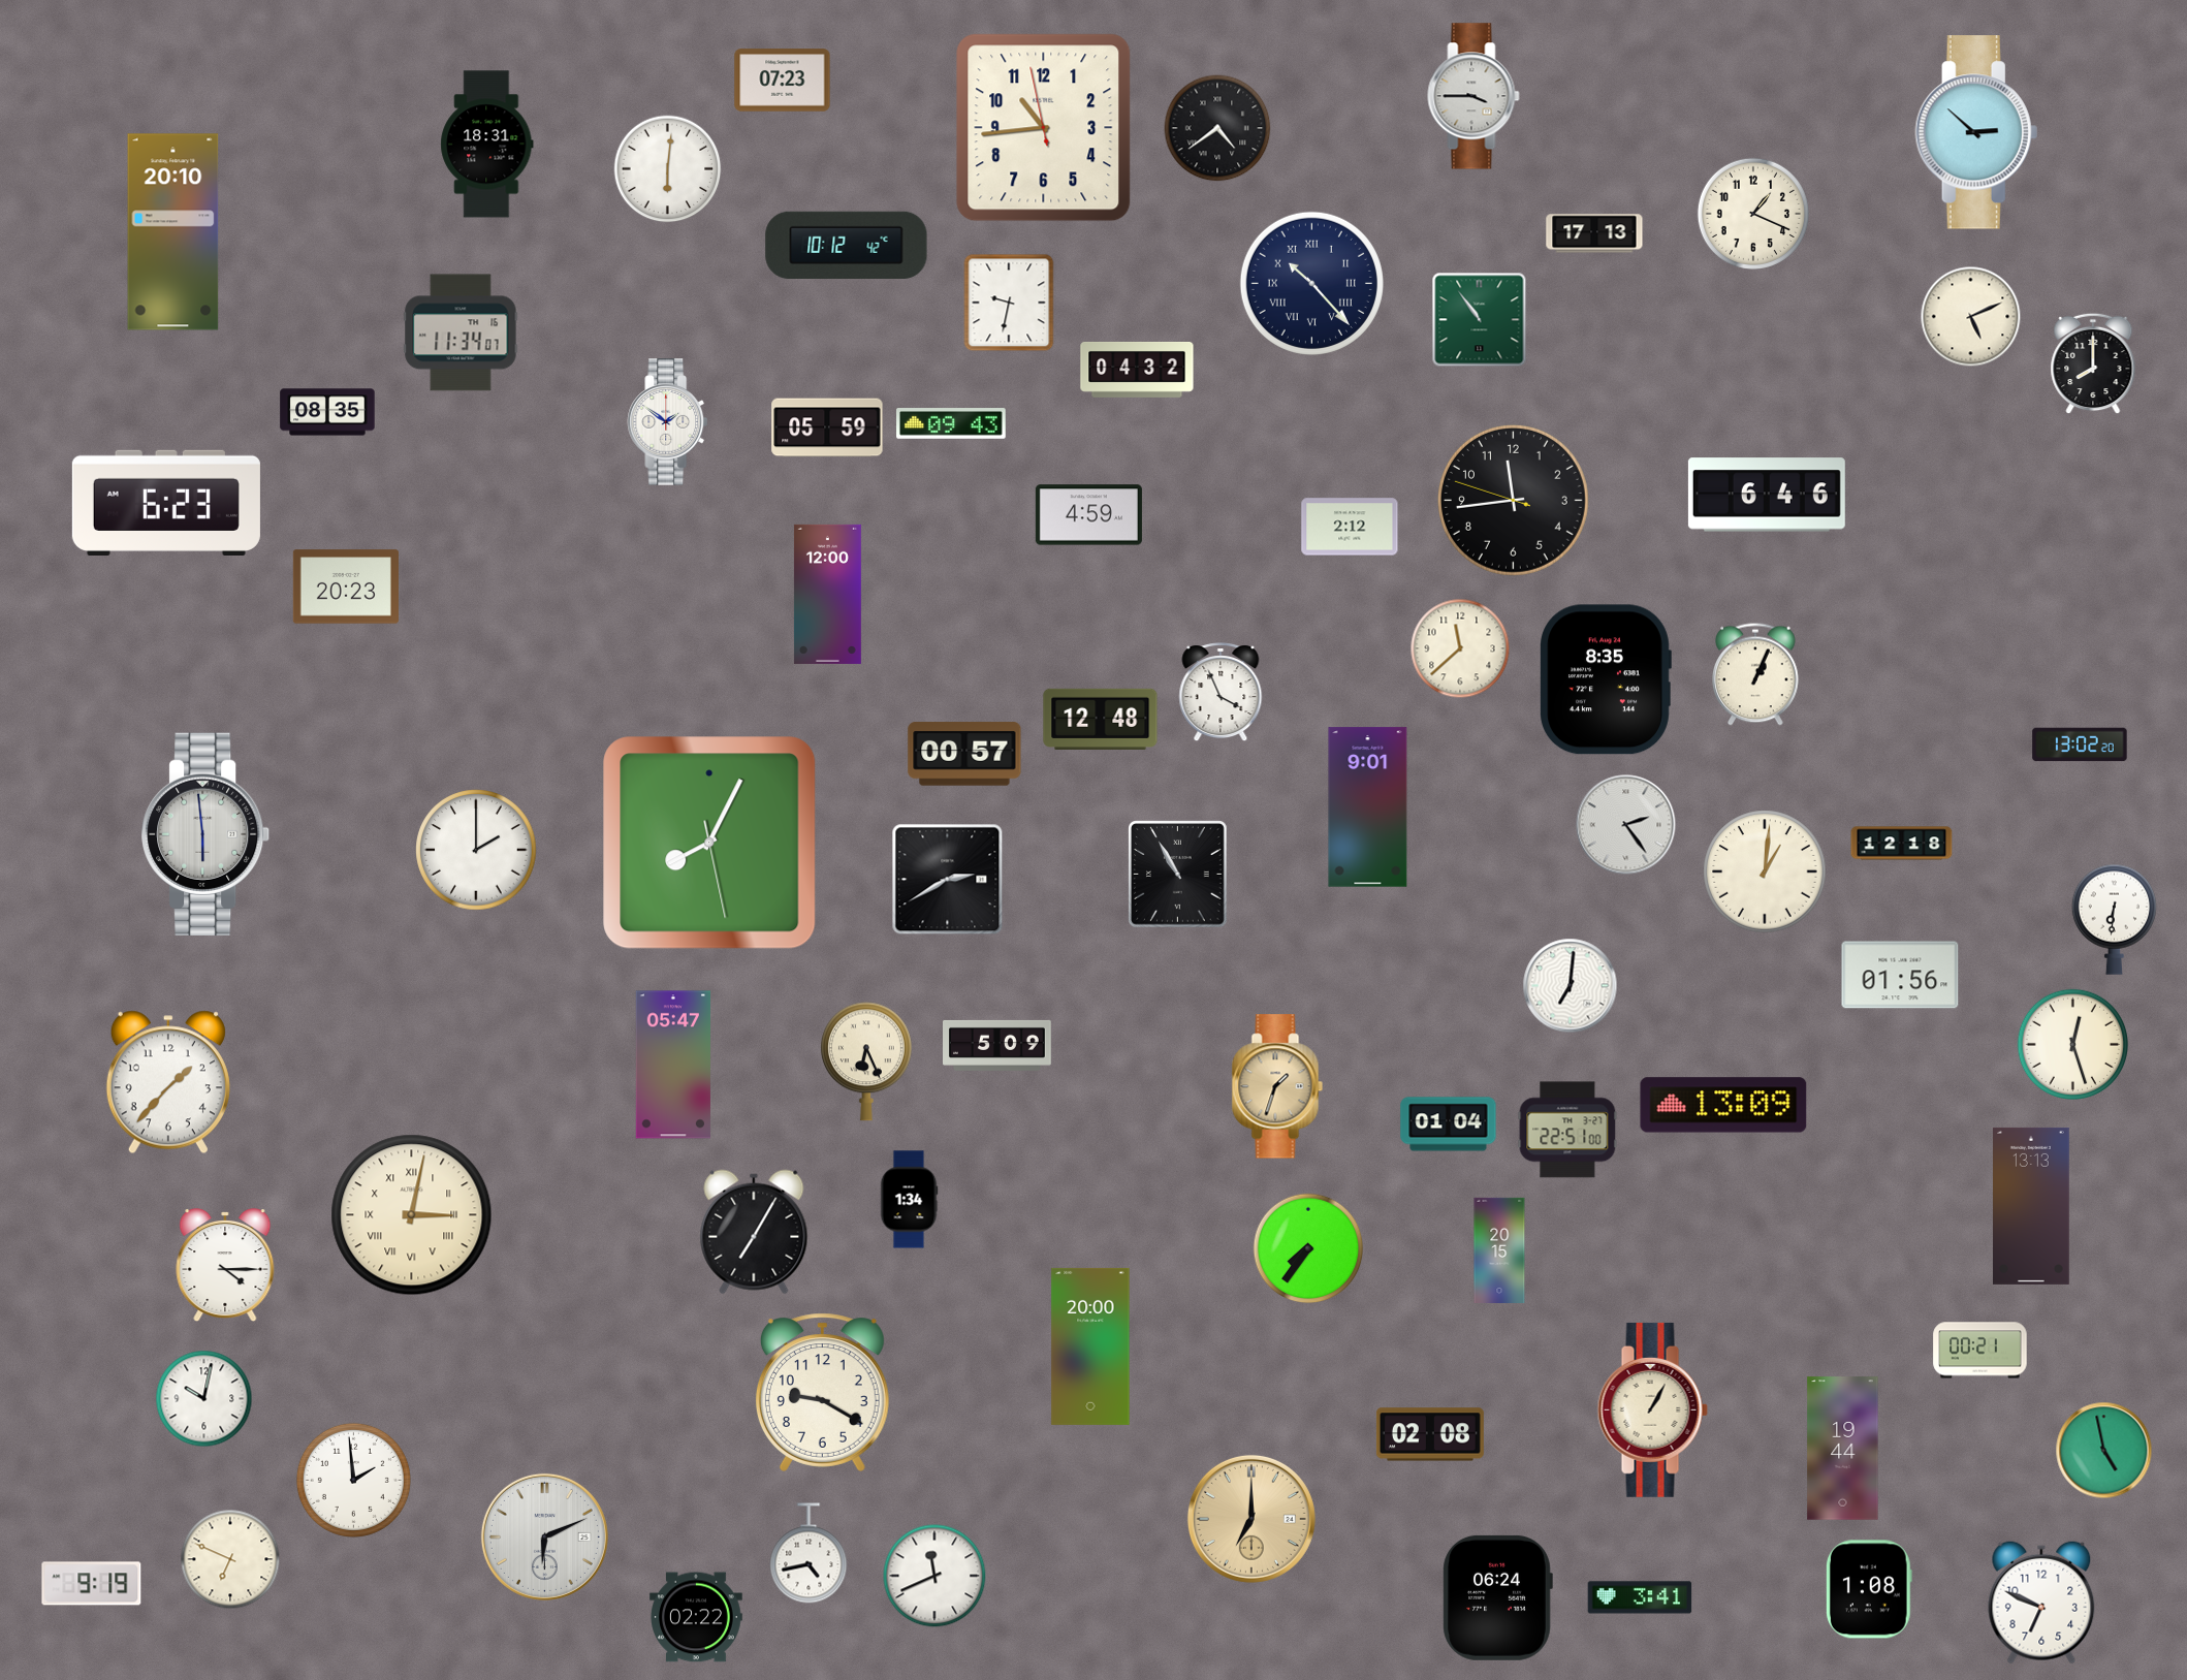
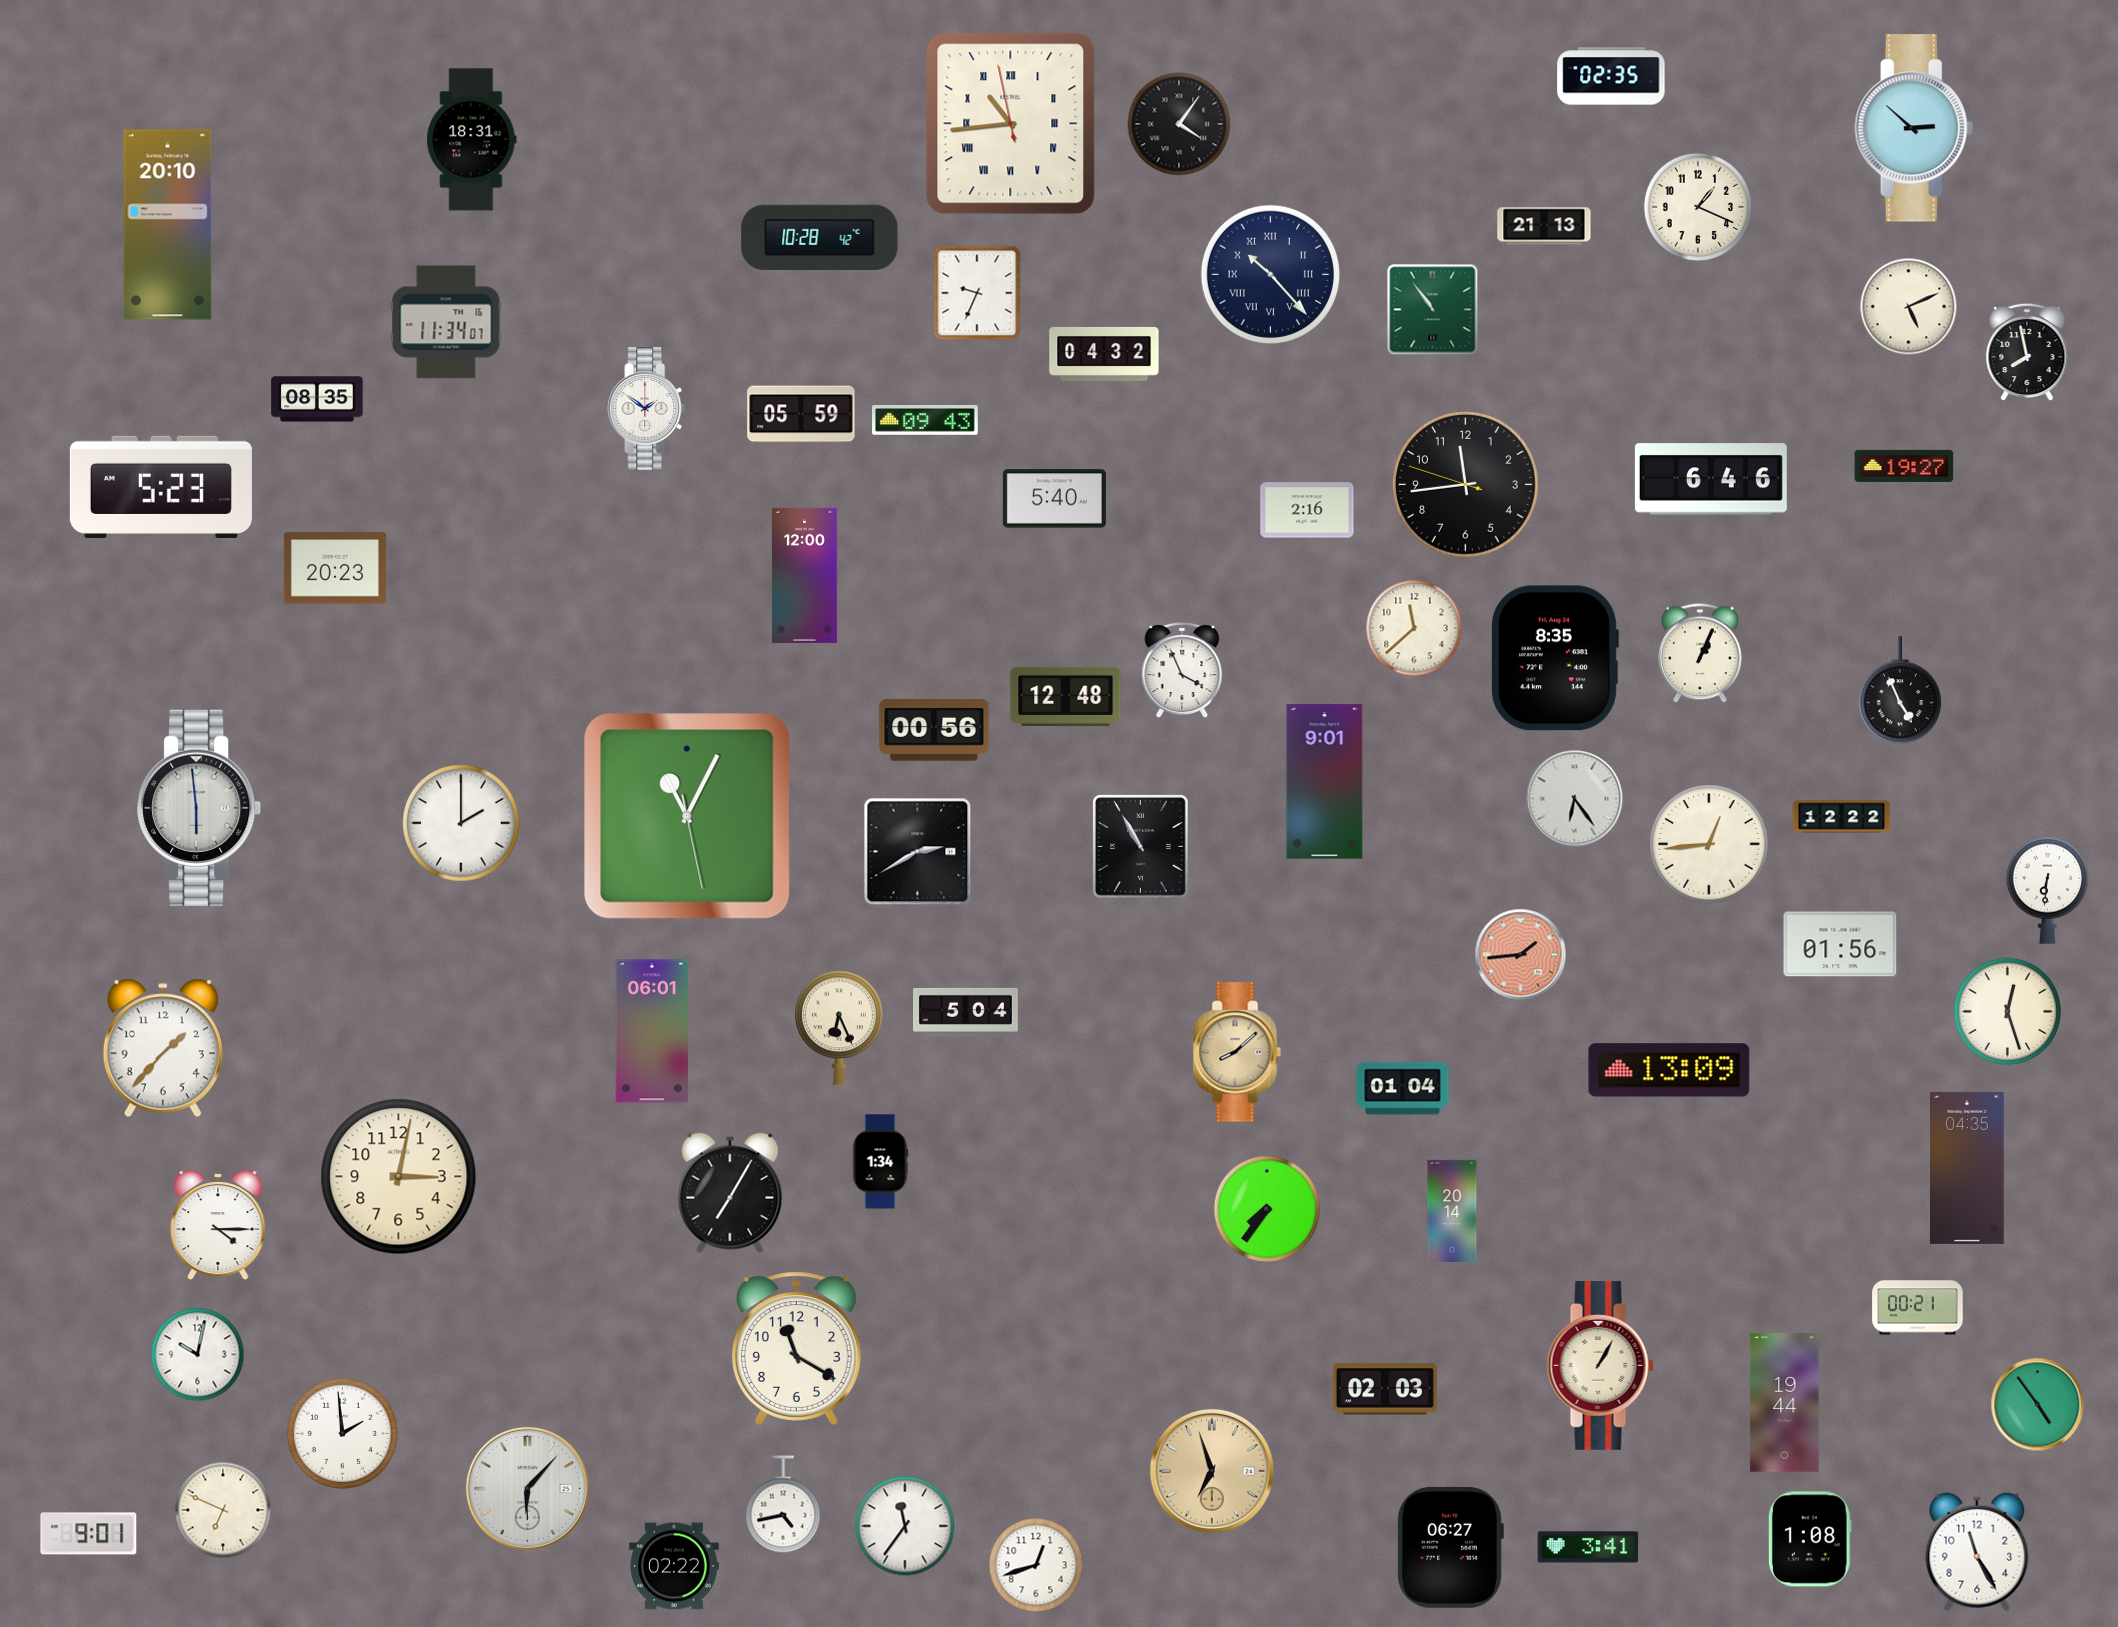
clock at (1611, 76): none -> 02:35
clock at (783, 81): 07:23 -> none
clock at (1473, 96): 3:45 -> none
clock at (1044, 128) numerals: Arabic -> Roman
clock at (1217, 128): 4:39 -> 4:06
clock at (668, 169): 6:01 -> none
clock at (1594, 233): 17:13 -> 21:13
clock at (847, 245): 10:12 -> 10:28
clock at (1009, 303): 9:32 -> 9:34
clock at (2093, 363): 8:00 -> 7:58
clock at (1137, 370) position: (1137, 370) -> (1104, 354)
clock at (951, 423) position: (951, 423) -> (925, 420)
clock at (1904, 466): none -> 19:27
clock at (166, 503): 6:23 -> 5:23
clock at (1088, 515): 4:59 -> 5:40
clock at (1350, 527): 2:12 -> 2:16
clock at (827, 594) position: (827, 594) -> (804, 575)
clock at (1900, 691): none -> 4:56
clock at (2080, 744): 13:02 -> none
clock at (964, 754): 00:57 -> 00:56
clock at (1626, 825): 2:24 -> 6:24
clock at (709, 843): 8:04 -> 11:04
clock at (1902, 844): 12:18 -> 12:22
clock at (1765, 871): 1:01 -> 12:44
clock at (1571, 986): 7:01 -> 1:44
clock at (1571, 986) dial: white -> salmon
clock at (997, 1045): 5:09 -> 5:04
clock at (672, 1065): 05:47 -> 06:01
clock at (1277, 1086): 1:33 -> 8:08
clock at (1567, 1130): 22:51 -> none
clock at (2032, 1206): 13:13 -> 04:35
clock at (412, 1215) numerals: Roman -> Arabic
clock at (1499, 1249): 20:15 -> 20:14
clock at (1090, 1346): 20:00 -> none
clock at (822, 1392): 9:20 -> 11:20
clock at (1430, 1434): 02:08 -> 02:03
clock at (2104, 1451): 4:58 -> 4:54
clock at (1251, 1519): 7:00 -> 6:57
clock at (544, 1536): 6:11 -> 6:07
clock at (934, 1576): 11:41 -> 11:36
clock at (92, 1584): 9:19 -> 9:01
clock at (1497, 1597): 06:24 -> 06:27
clock at (2041, 1603): 6:49 -> 11:25
clock at (1036, 1565): none -> 12:42
